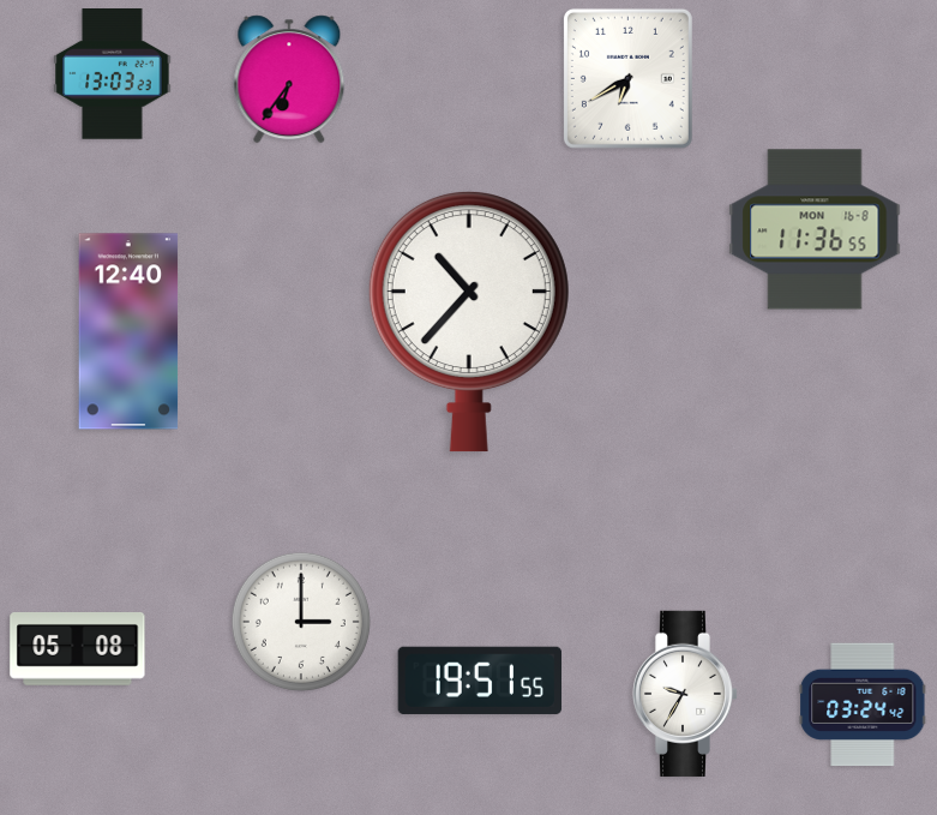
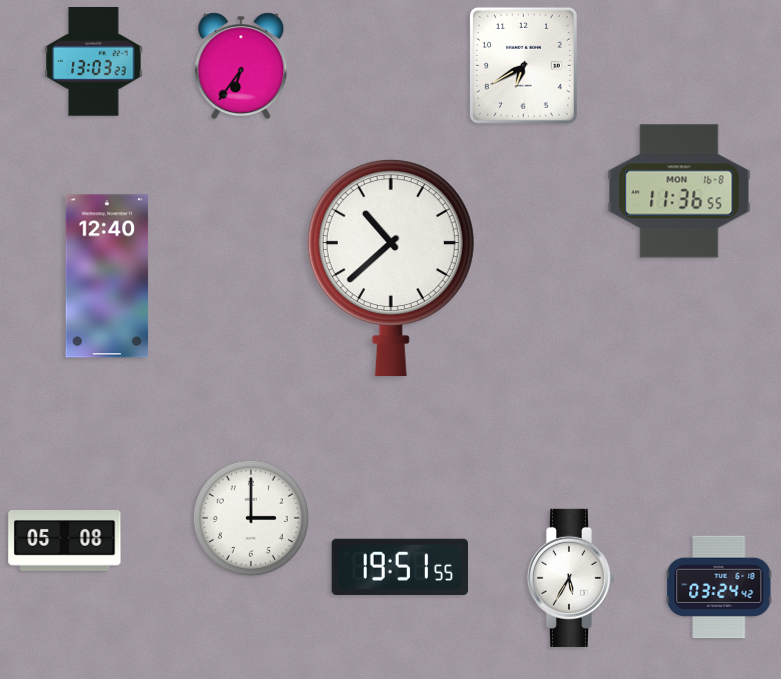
clock at (469, 323): 10:37 -> 10:38
clock at (685, 694): 9:35 -> 5:35
